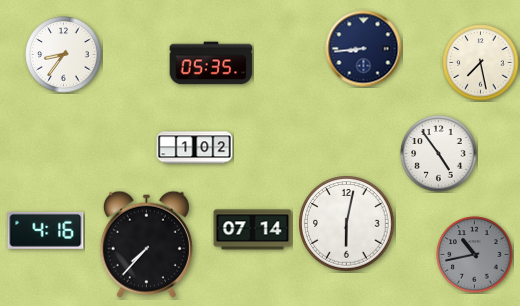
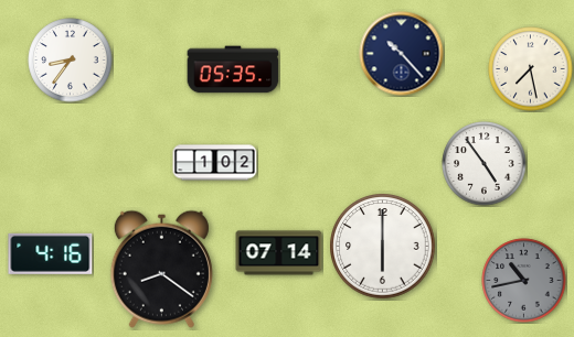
clock at (364, 49): 8:44 -> 10:23
clock at (439, 154) position: (439, 154) -> (485, 164)
clock at (347, 224): 6:02 -> 6:00
clock at (146, 244): 7:37 -> 8:21
